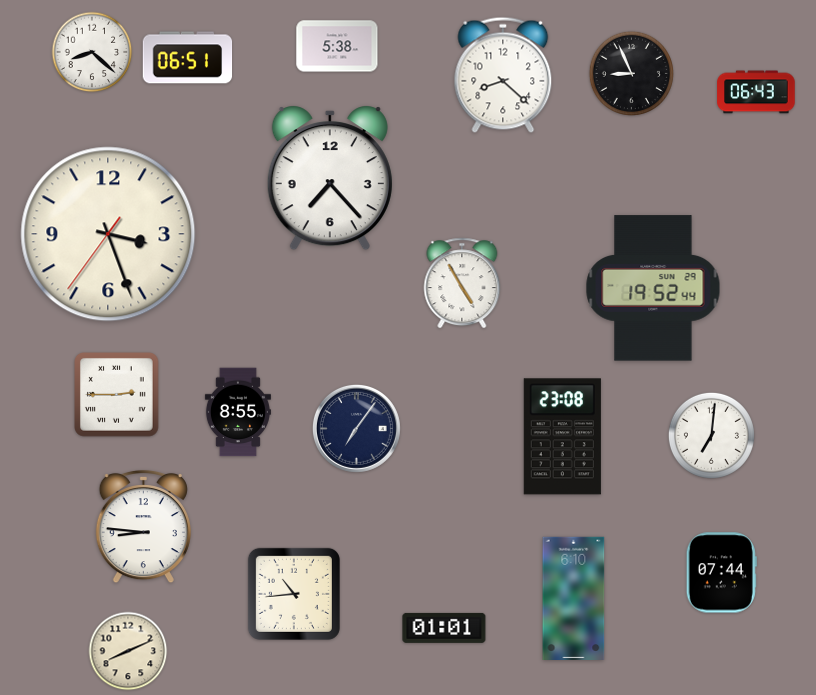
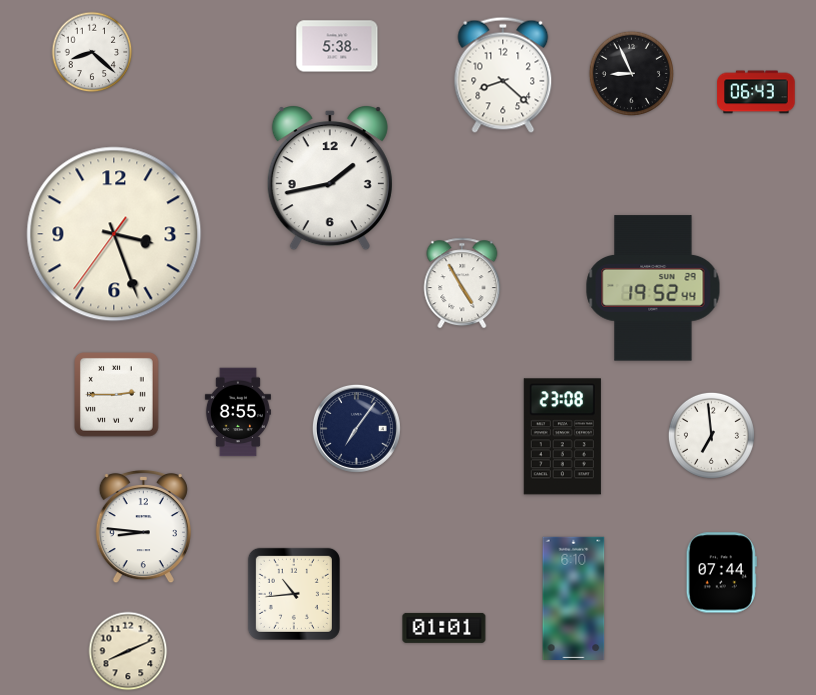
clock at (188, 58): 06:51 -> none
clock at (330, 178): 7:23 -> 1:43
clock at (108, 234) position: (108, 234) -> (114, 234)
clock at (711, 435): 7:01 -> 6:59
